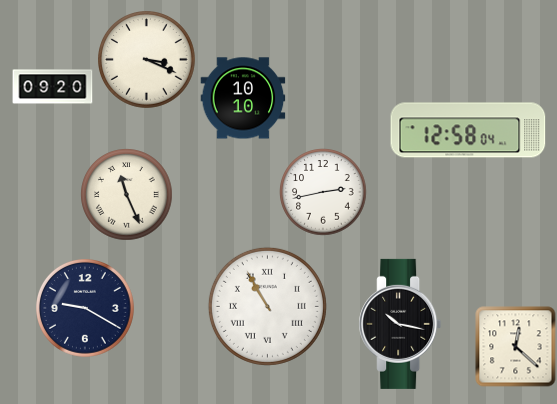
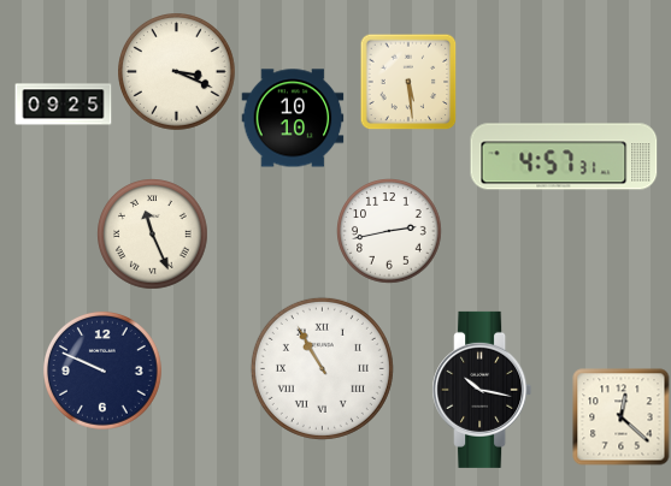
clock at (408, 82): none -> 5:29
clock at (53, 87): 09:20 -> 09:25
clock at (468, 130): 12:58 -> 4:57
clock at (86, 309): 9:20 -> 9:49
